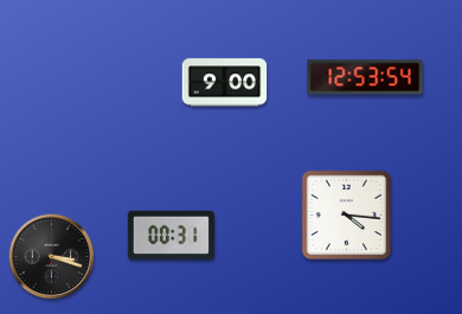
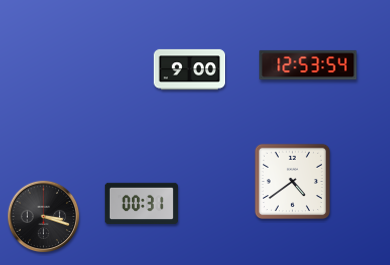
clock at (347, 216): 4:16 -> 4:39
clock at (171, 236) position: (171, 236) -> (141, 204)
